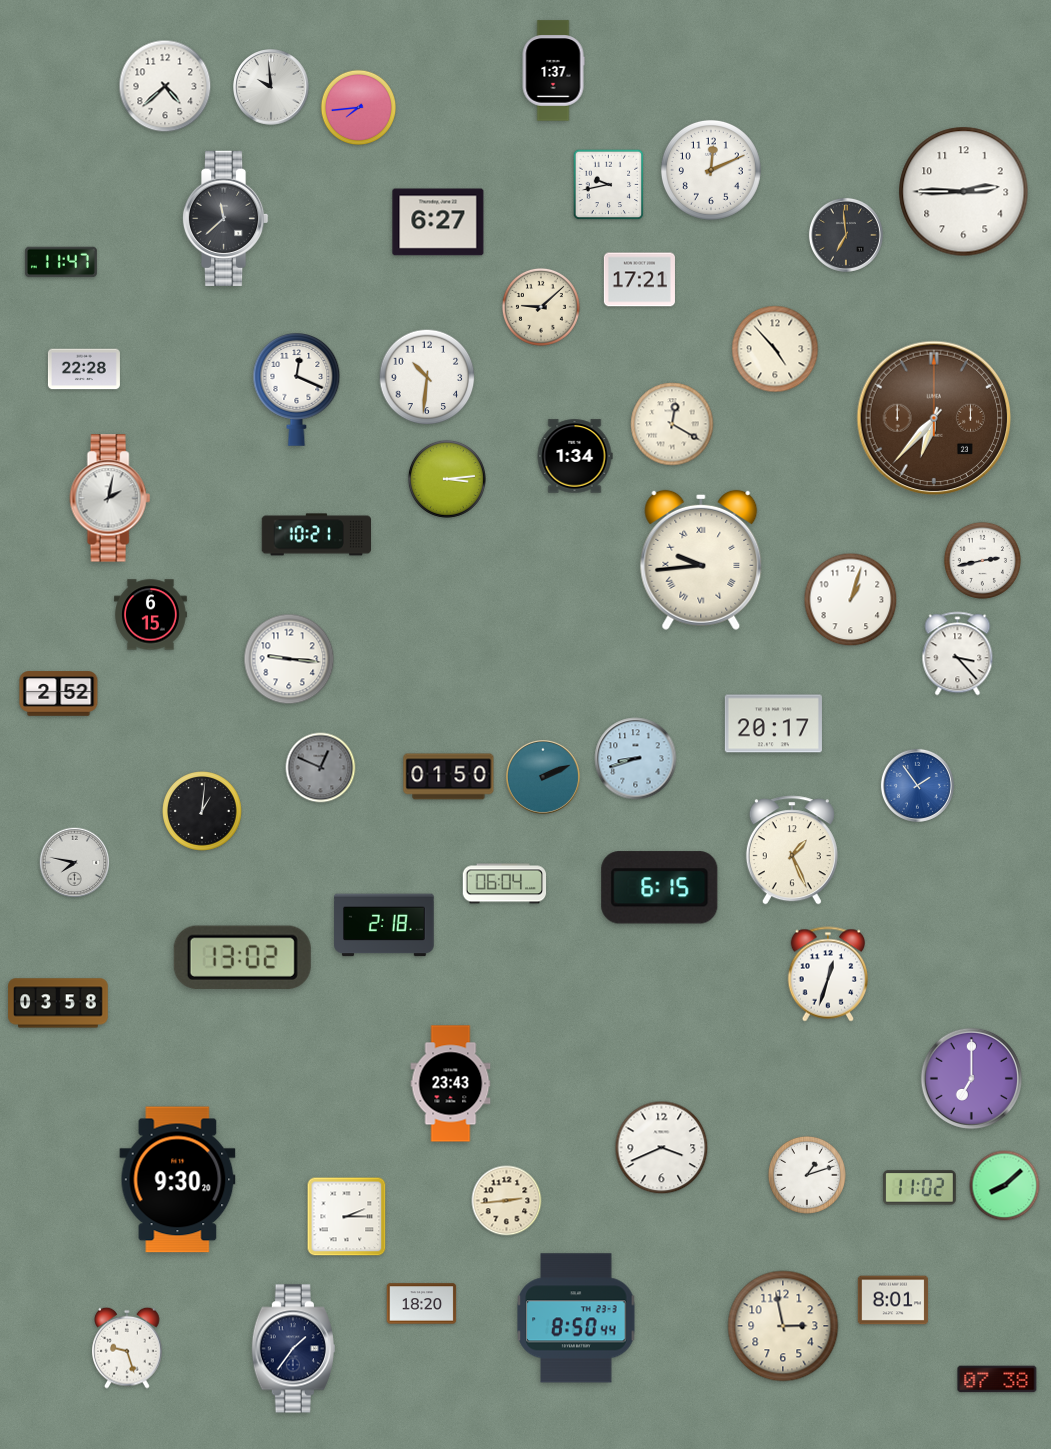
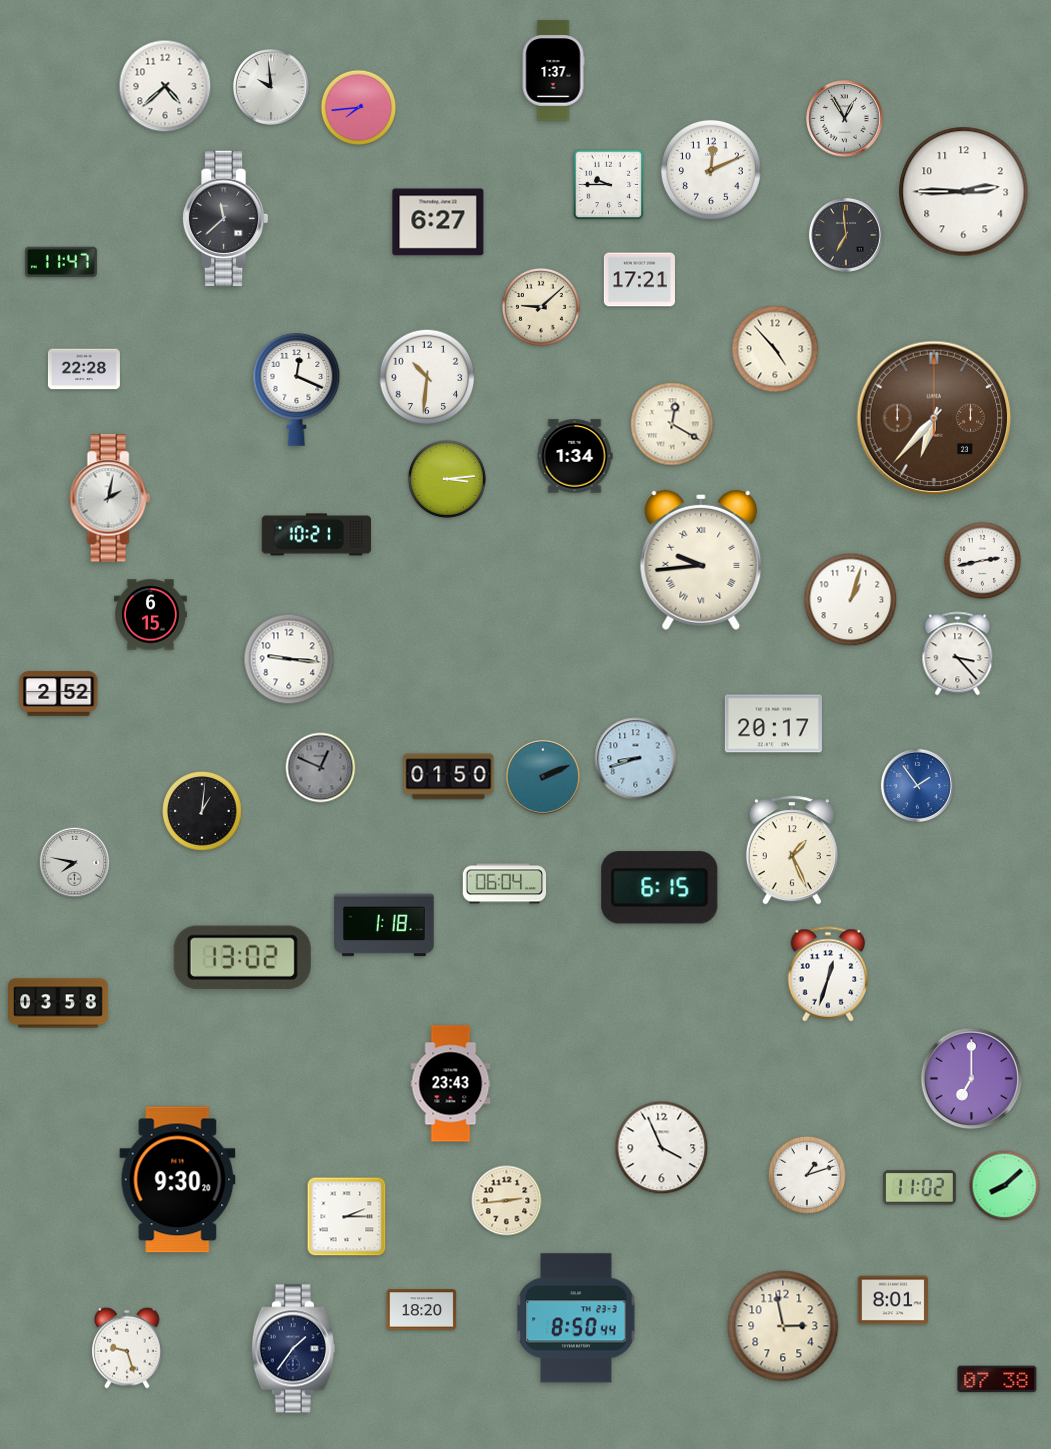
clock at (845, 119): none -> 12:55
clock at (609, 185): 9:43 -> 9:45
clock at (384, 925): 2:18 -> 1:18
clock at (662, 1148): 3:41 -> 3:56
clock at (422, 1304) position: (422, 1304) -> (422, 1310)
